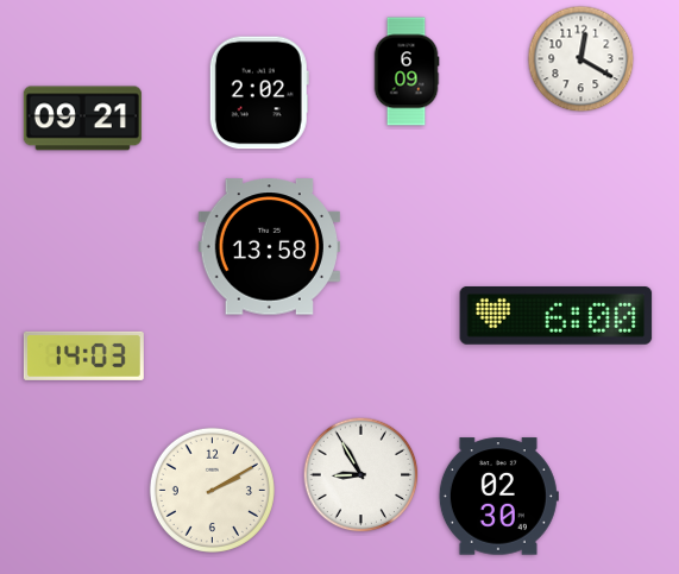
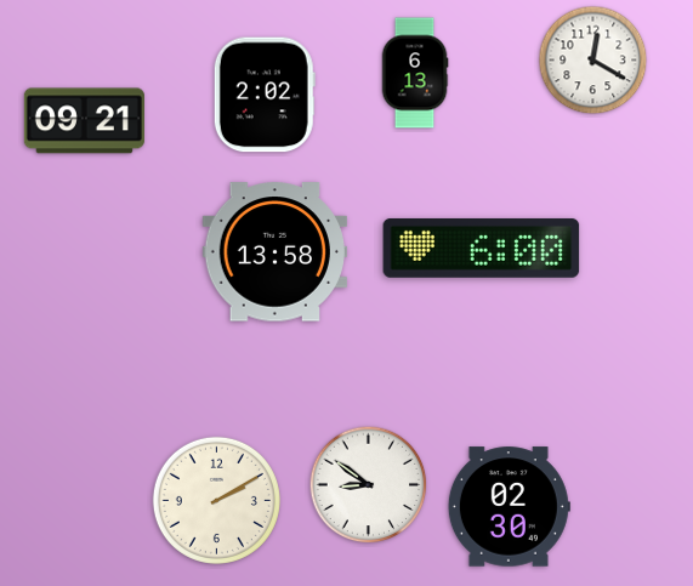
clock at (407, 71): 6:09 -> 6:13
clock at (557, 315) position: (557, 315) -> (482, 248)
clock at (83, 355): 14:03 -> none
clock at (361, 475): 8:55 -> 8:51
